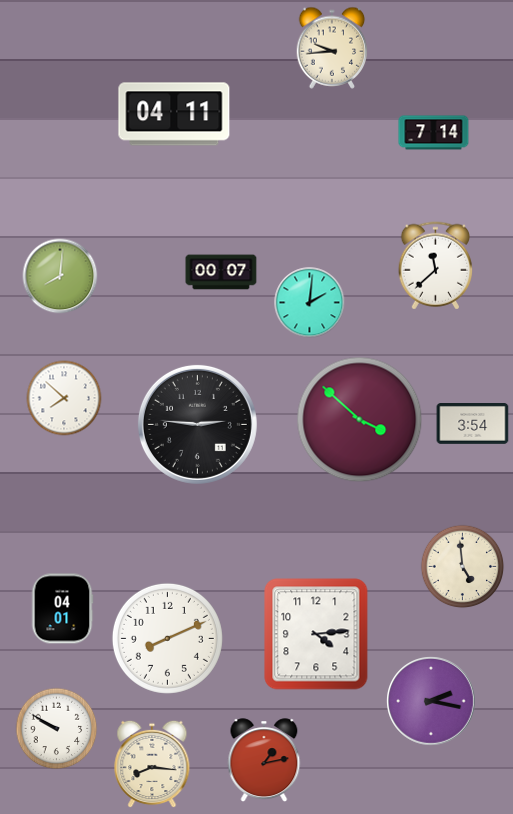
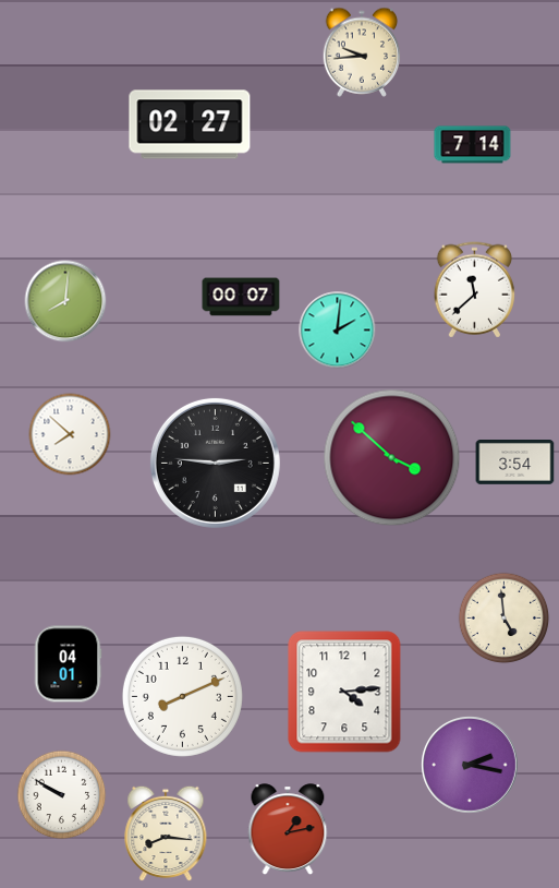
clock at (174, 114): 04:11 -> 02:27
